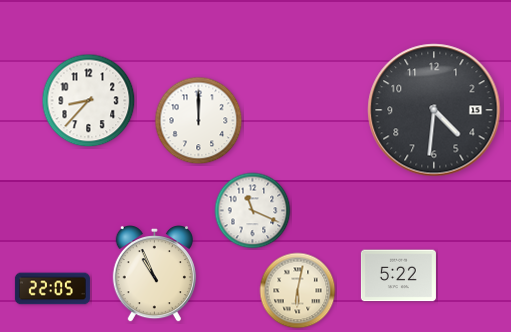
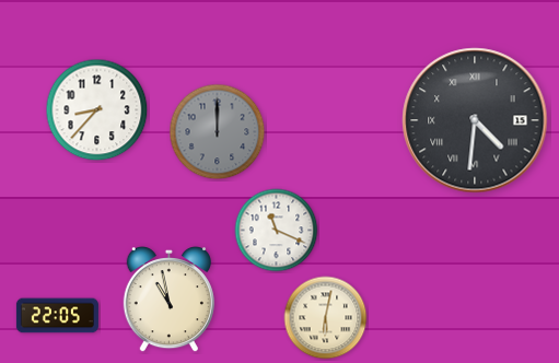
clock at (434, 110) numerals: Arabic -> Roman
clock at (199, 121) dial: white -> grey
clock at (154, 275): 10:56 -> 10:58
clock at (398, 276): 5:22 -> none
